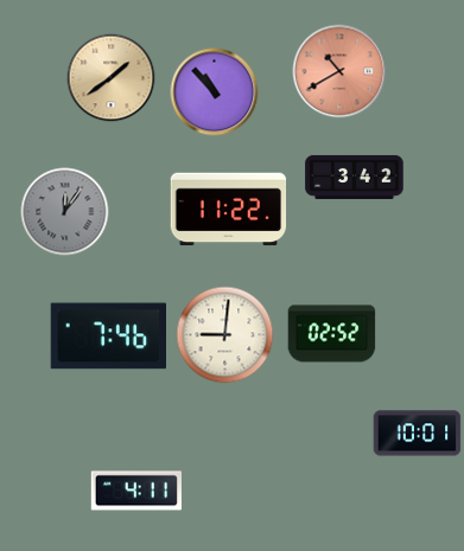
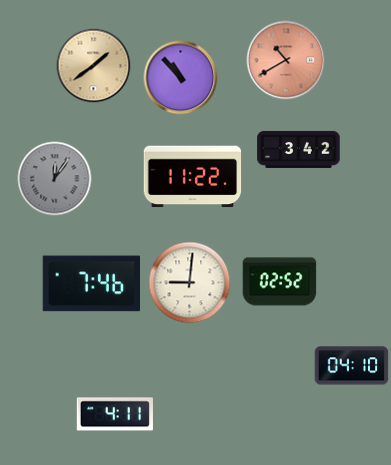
clock at (418, 434): 10:01 -> 04:10
